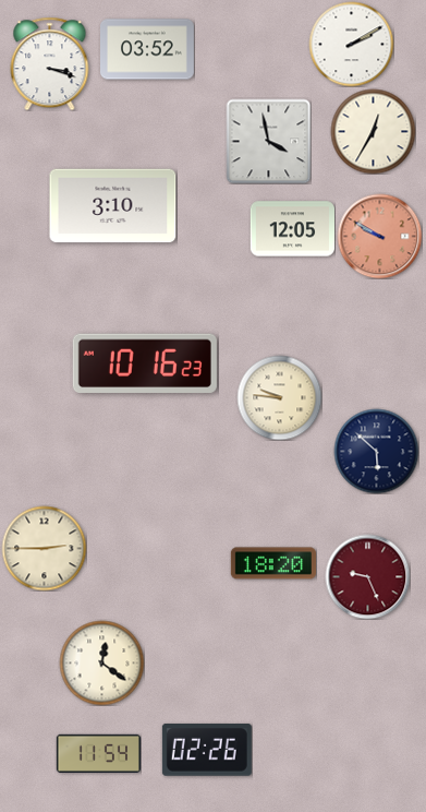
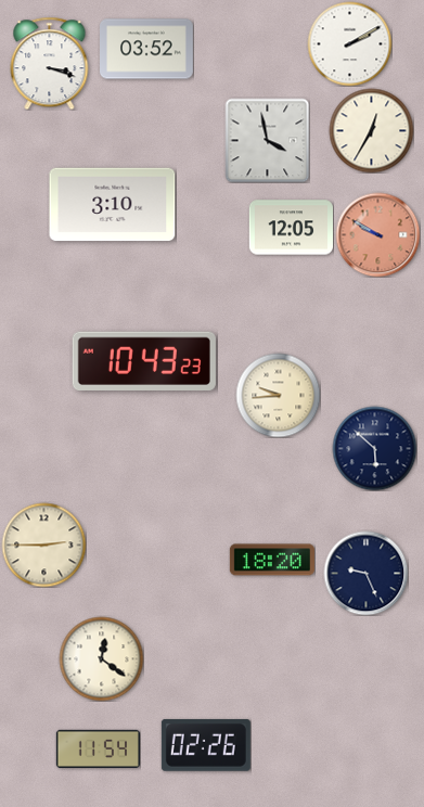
clock at (145, 362): 10:16 -> 10:43
clock at (279, 397): 9:46 -> 9:44
clock at (367, 576) dial: burgundy -> navy
